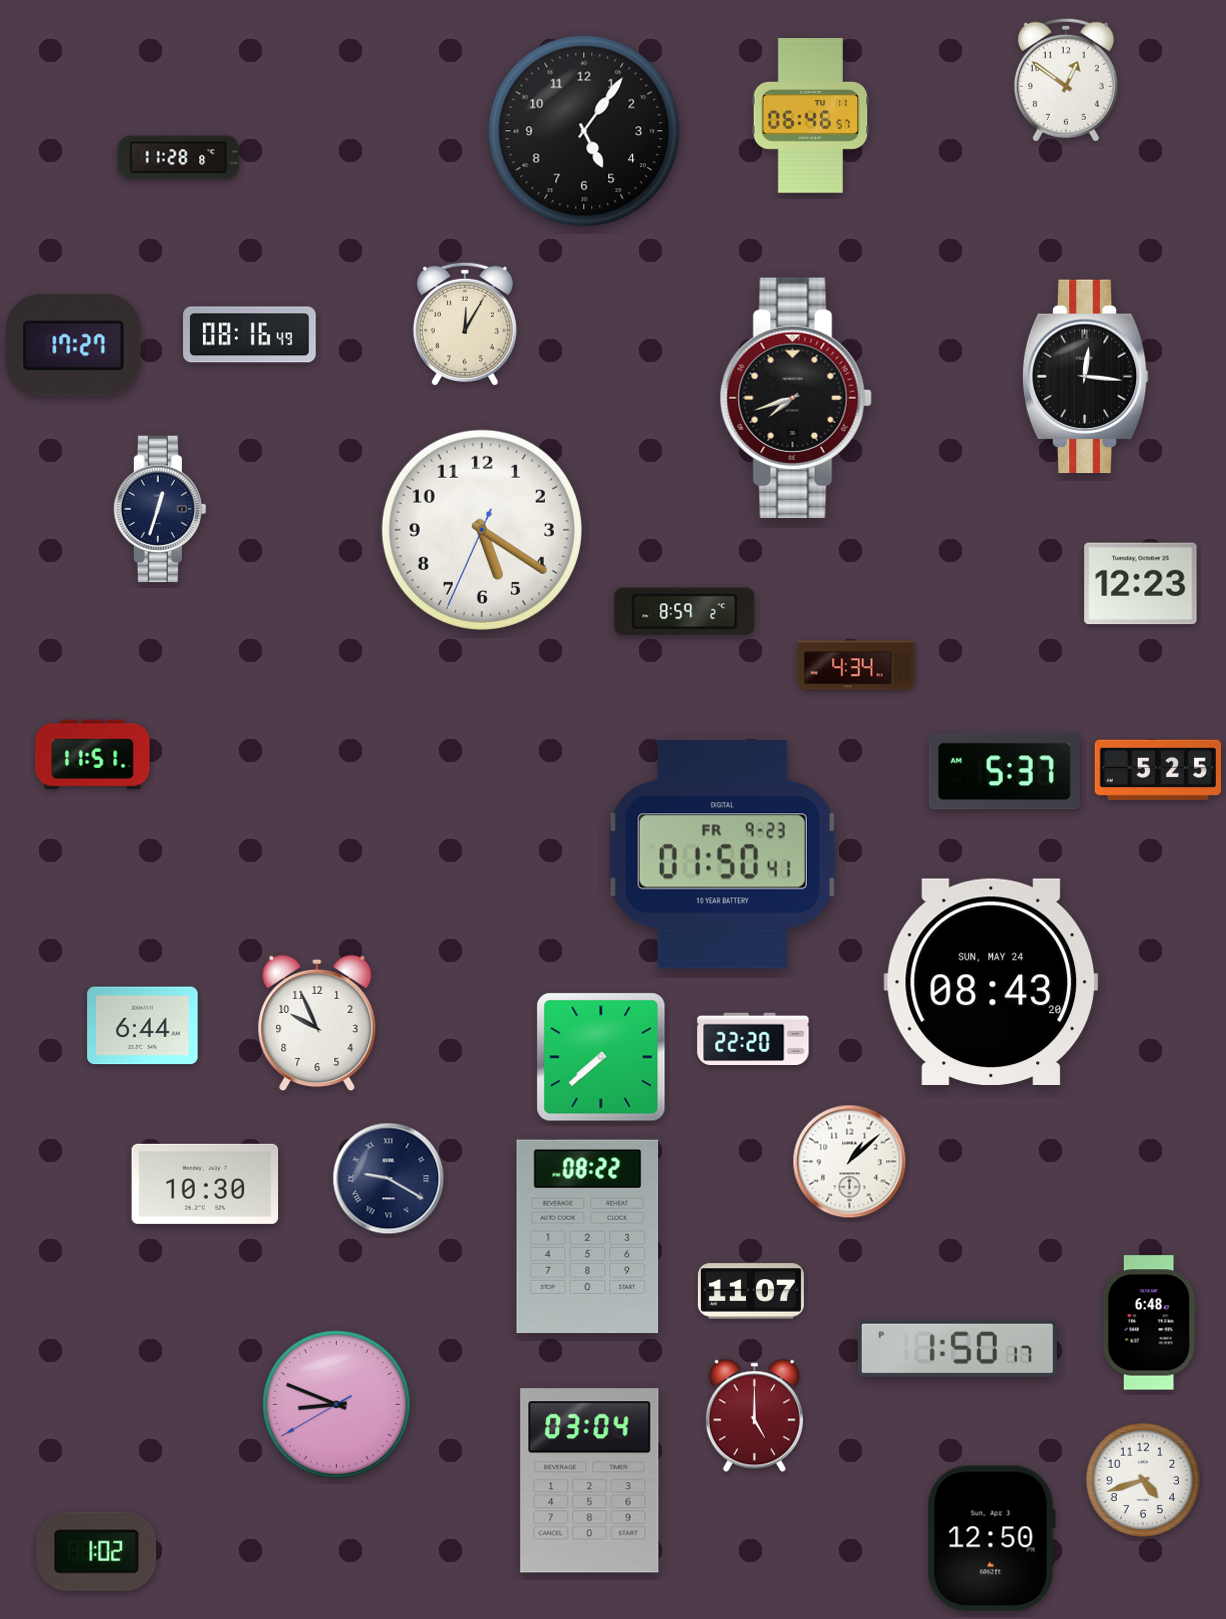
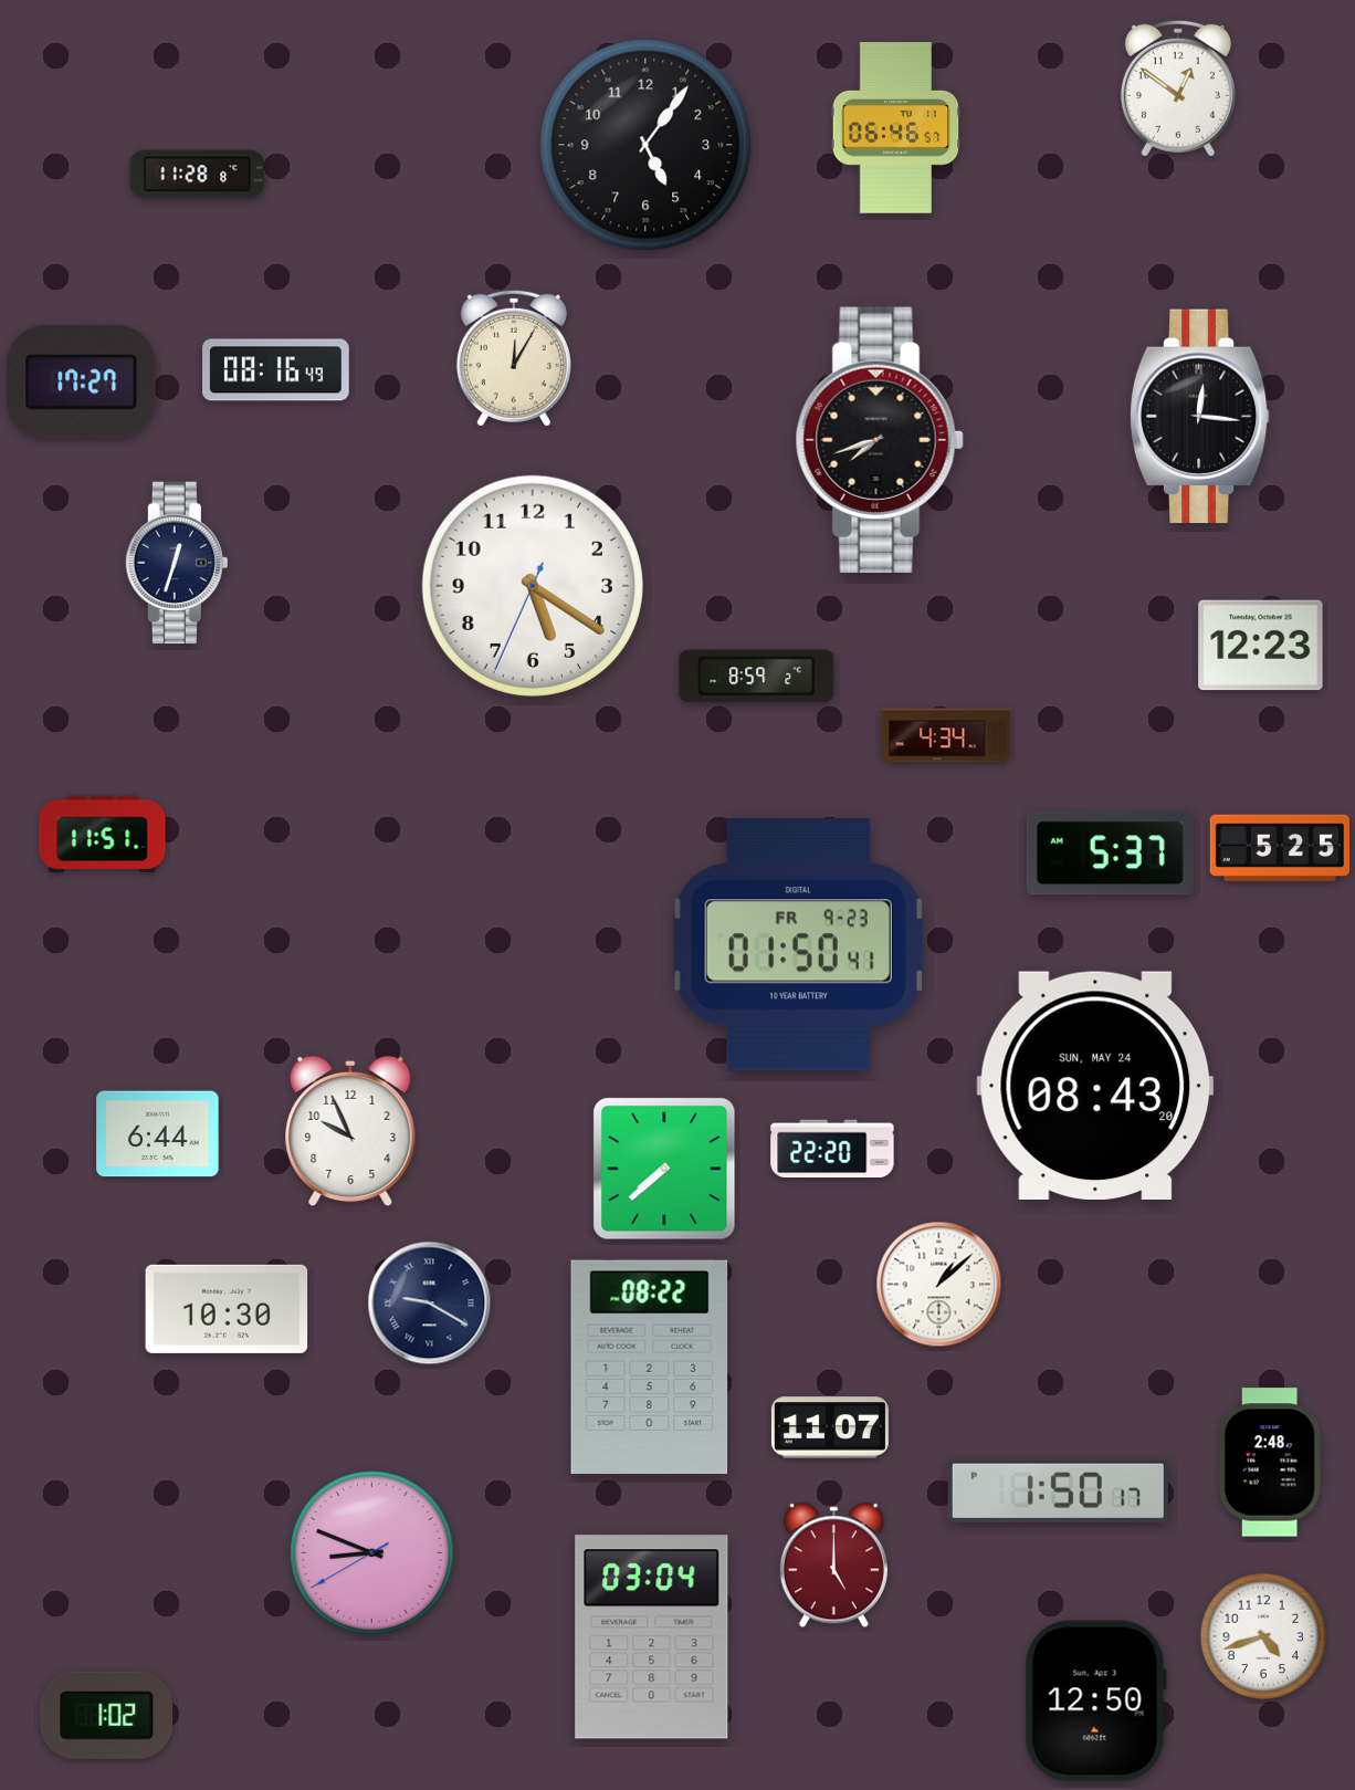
clock at (1158, 770) position: (1158, 770) -> (1280, 848)
clock at (1149, 1323): 6:48 -> 2:48
